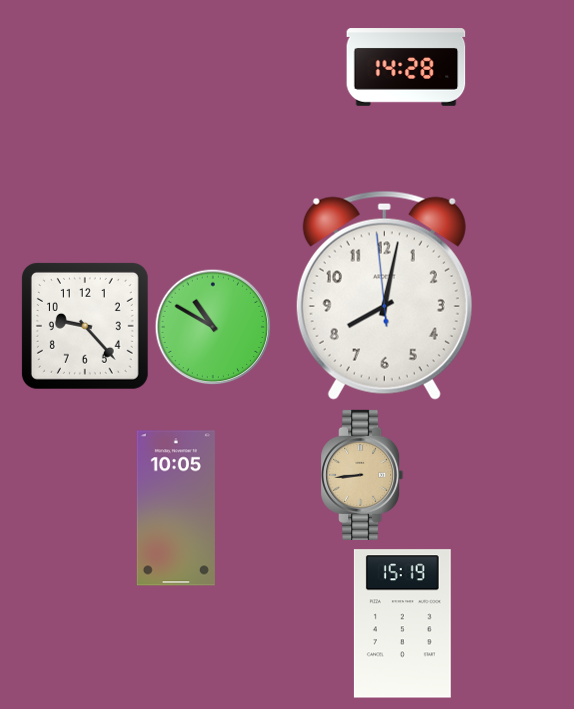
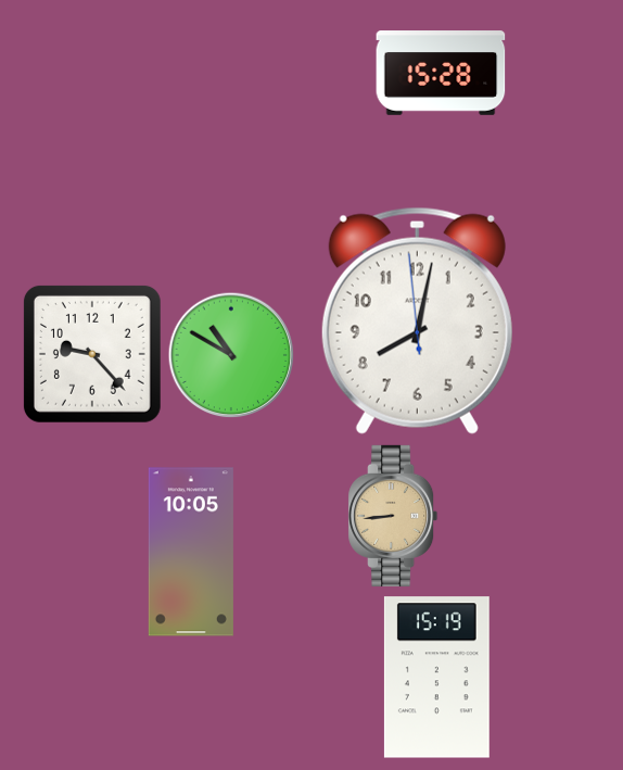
clock at (406, 67): 14:28 -> 15:28
